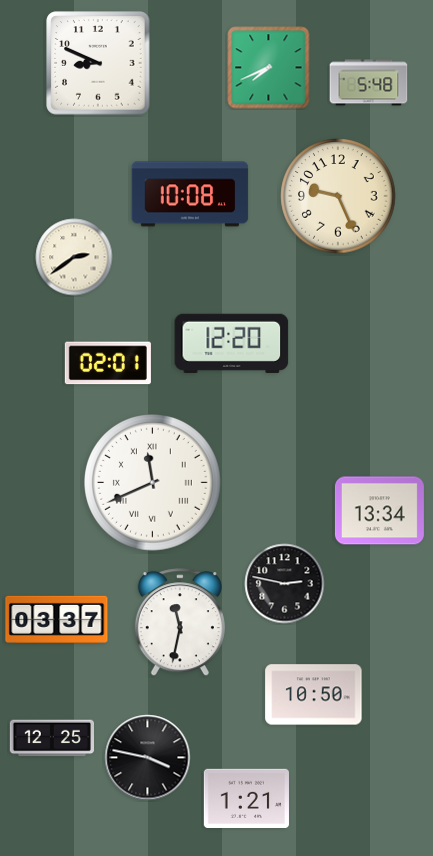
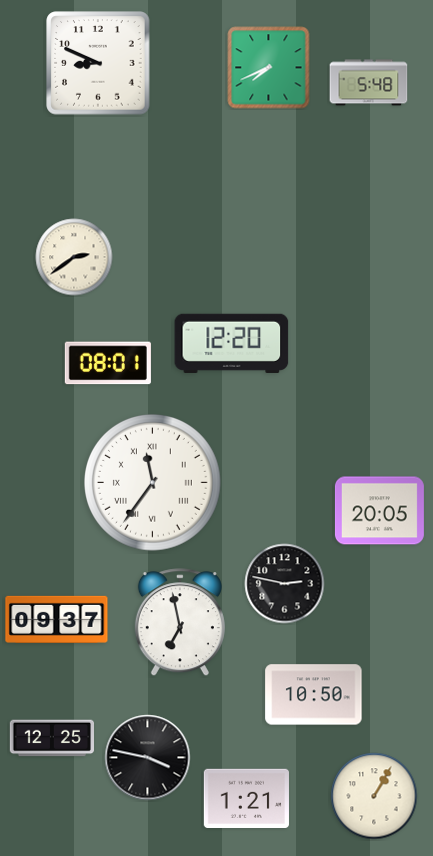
clock at (190, 194): 10:08 -> none
clock at (338, 196): 9:26 -> none
clock at (108, 363): 02:01 -> 08:01
clock at (153, 483): 11:41 -> 11:36
clock at (379, 511): 13:34 -> 20:05
clock at (57, 619): 03:37 -> 09:37
clock at (180, 623): 11:32 -> 6:58
clock at (374, 796): none -> 1:05
